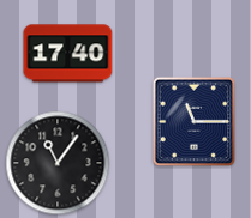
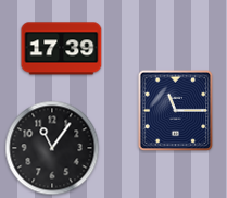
clock at (68, 54): 17:40 -> 17:39
